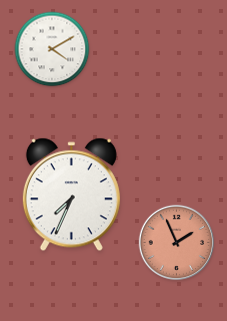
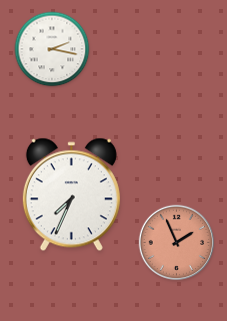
clock at (52, 49): 4:10 -> 2:17
